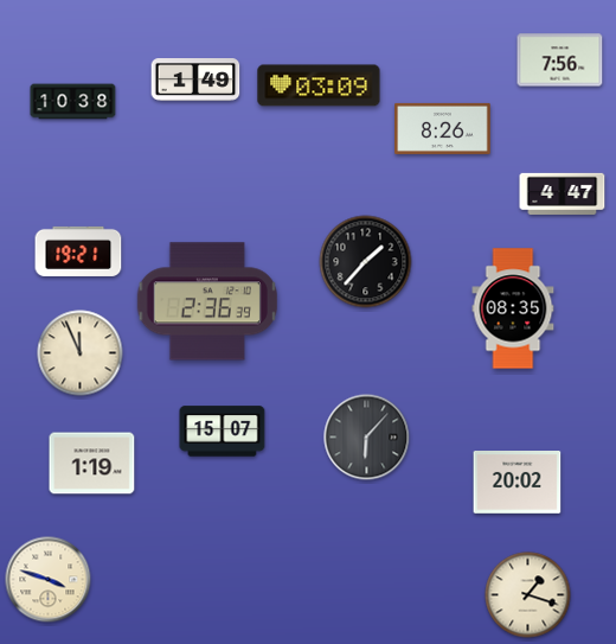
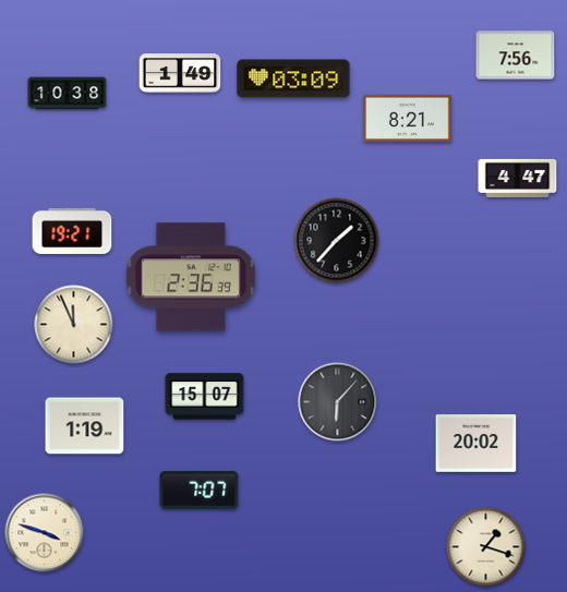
clock at (443, 128): 8:26 -> 8:21
clock at (513, 308): 08:35 -> none
clock at (200, 490): none -> 7:07
